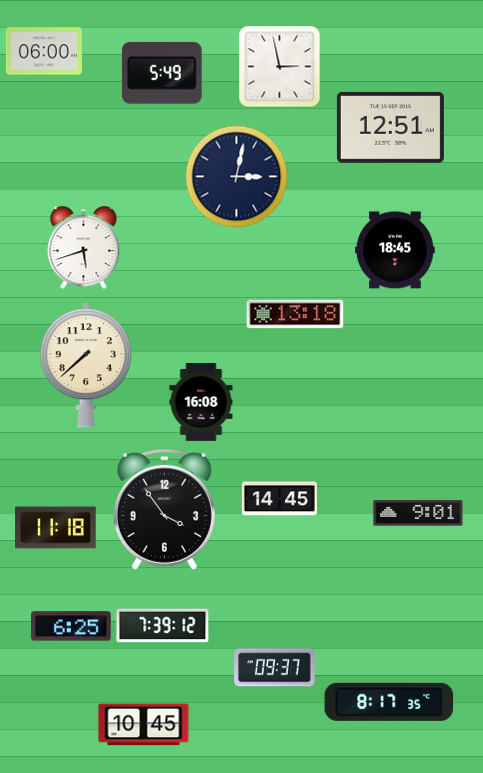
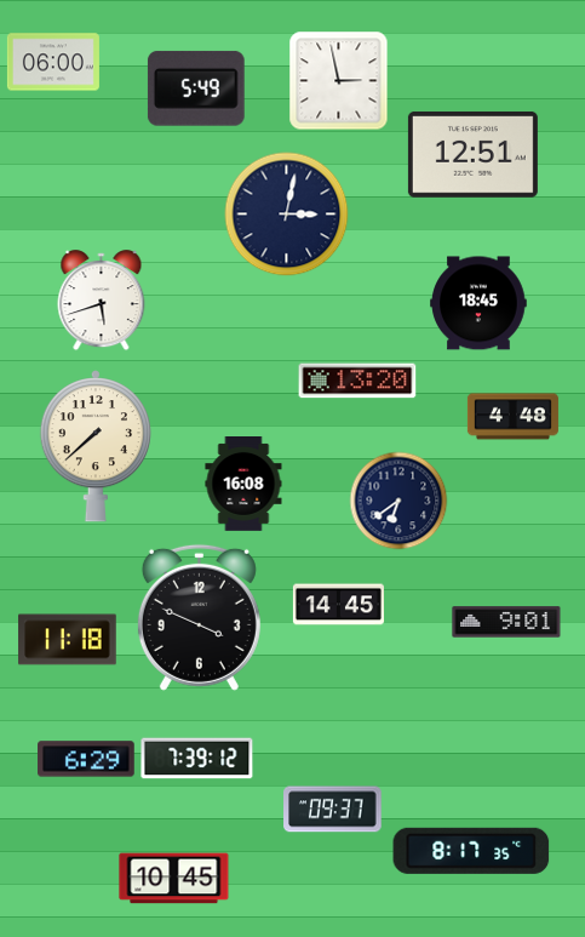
clock at (295, 314): 13:18 -> 13:20
clock at (512, 417): none -> 4:48
clock at (86, 366) position: (86, 366) -> (96, 447)
clock at (201, 403) position: (201, 403) -> (243, 485)
clock at (398, 501): none -> 6:39
clock at (164, 509): 3:54 -> 3:49
clock at (71, 626): 6:25 -> 6:29
